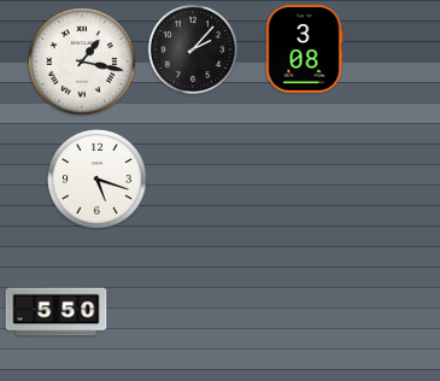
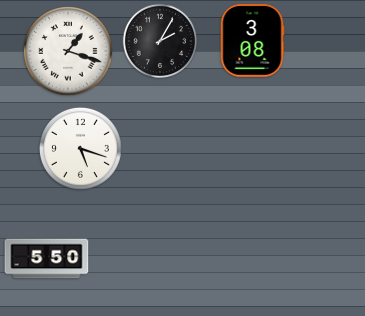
clock at (193, 49): 2:07 -> 2:05
clock at (82, 61): 1:17 -> 1:18
